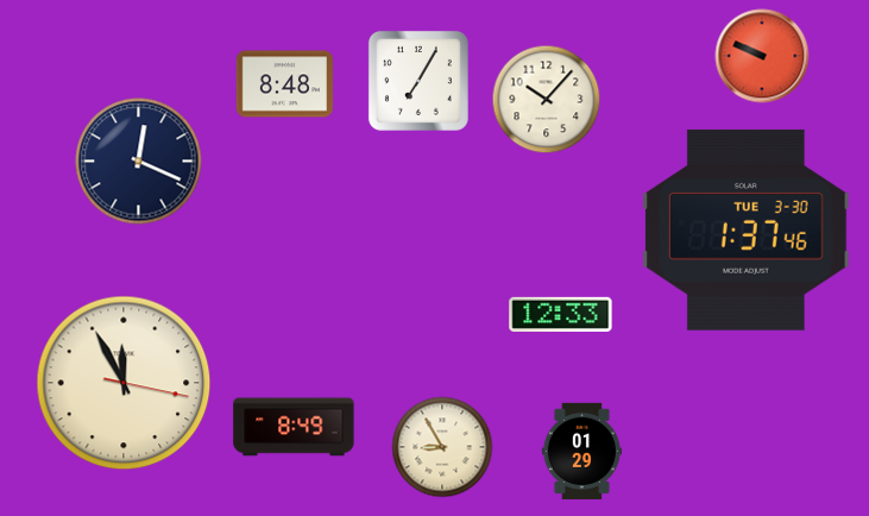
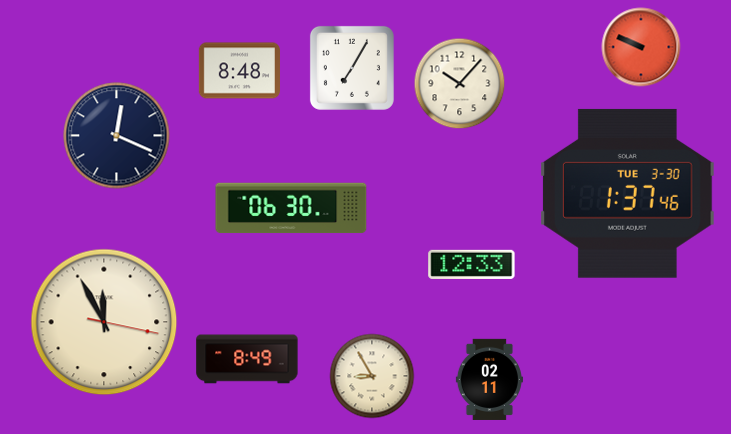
clock at (291, 208): none -> 06:30
clock at (581, 451): 01:29 -> 02:11
